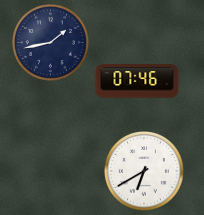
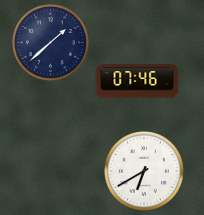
clock at (51, 43): 1:43 -> 1:38
